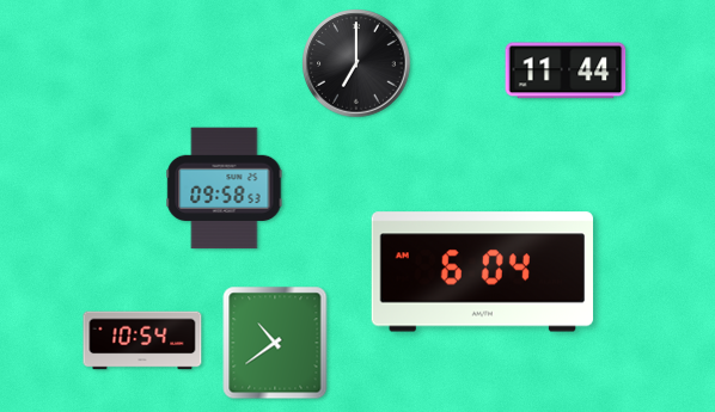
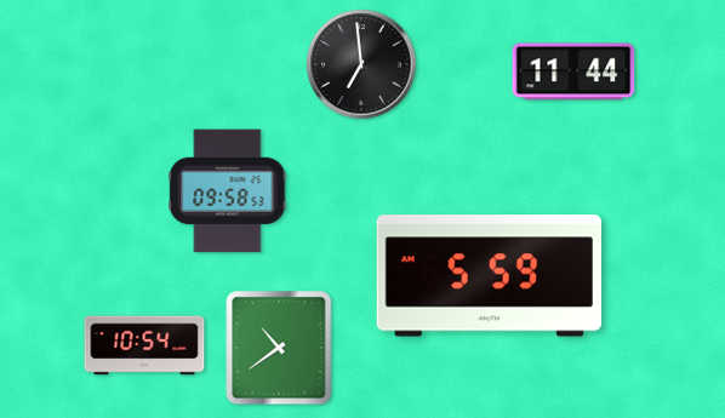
clock at (356, 63): 7:00 -> 6:59
clock at (482, 272): 6:04 -> 5:59
